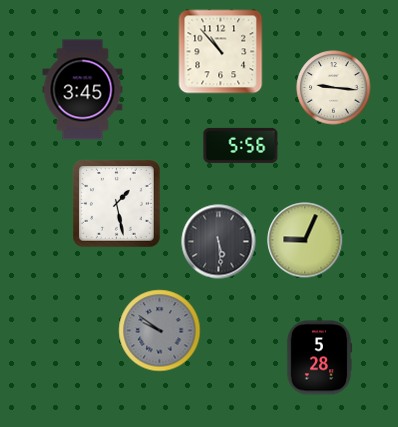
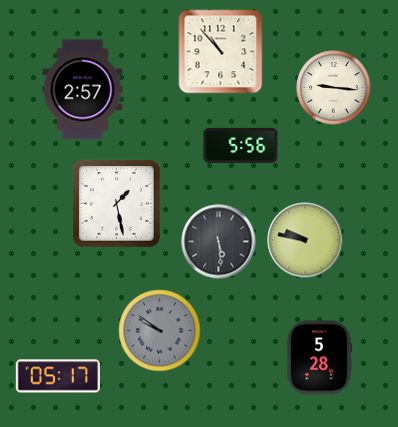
clock at (83, 90): 3:45 -> 2:57
clock at (305, 240): 9:04 -> 9:47
clock at (58, 376): none -> 05:17
